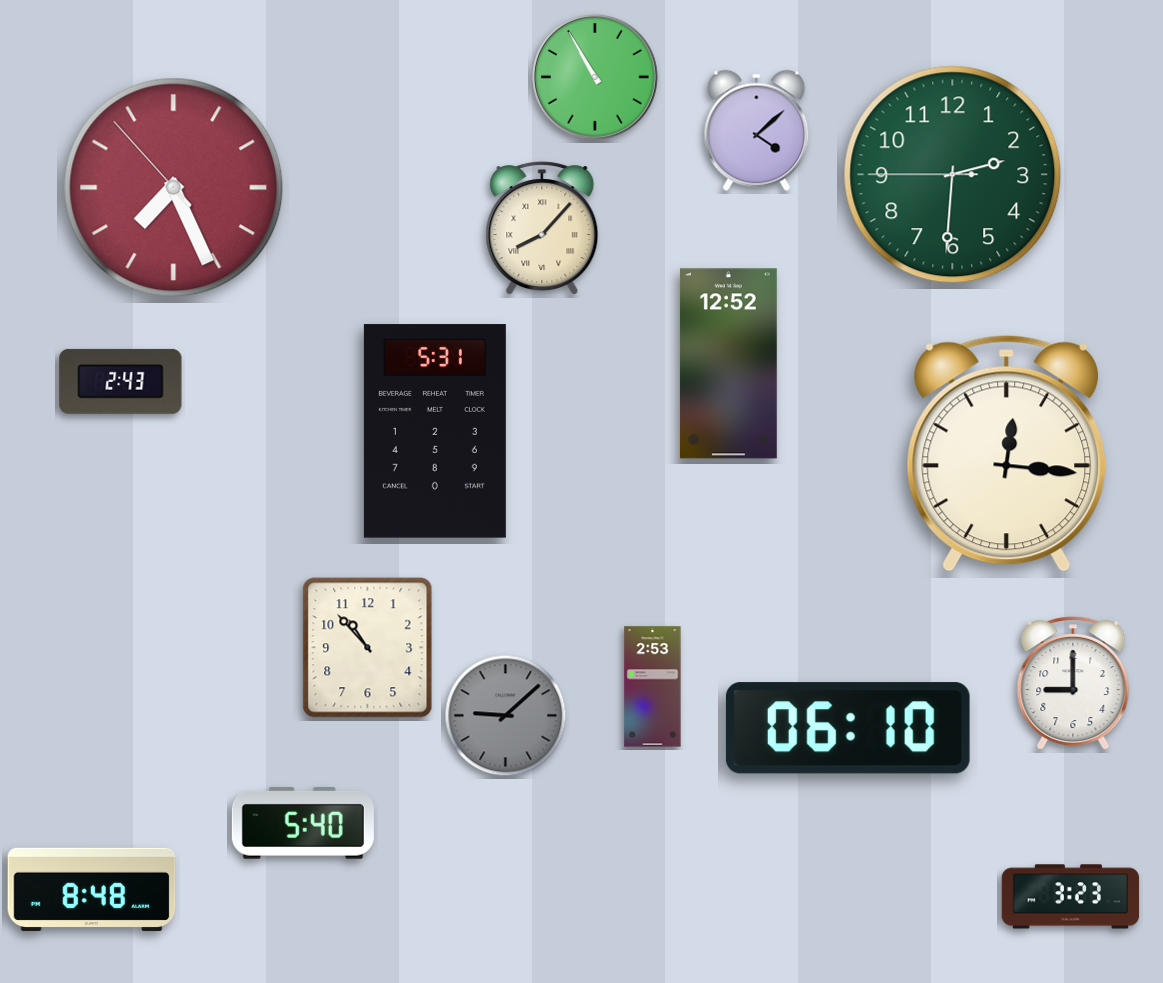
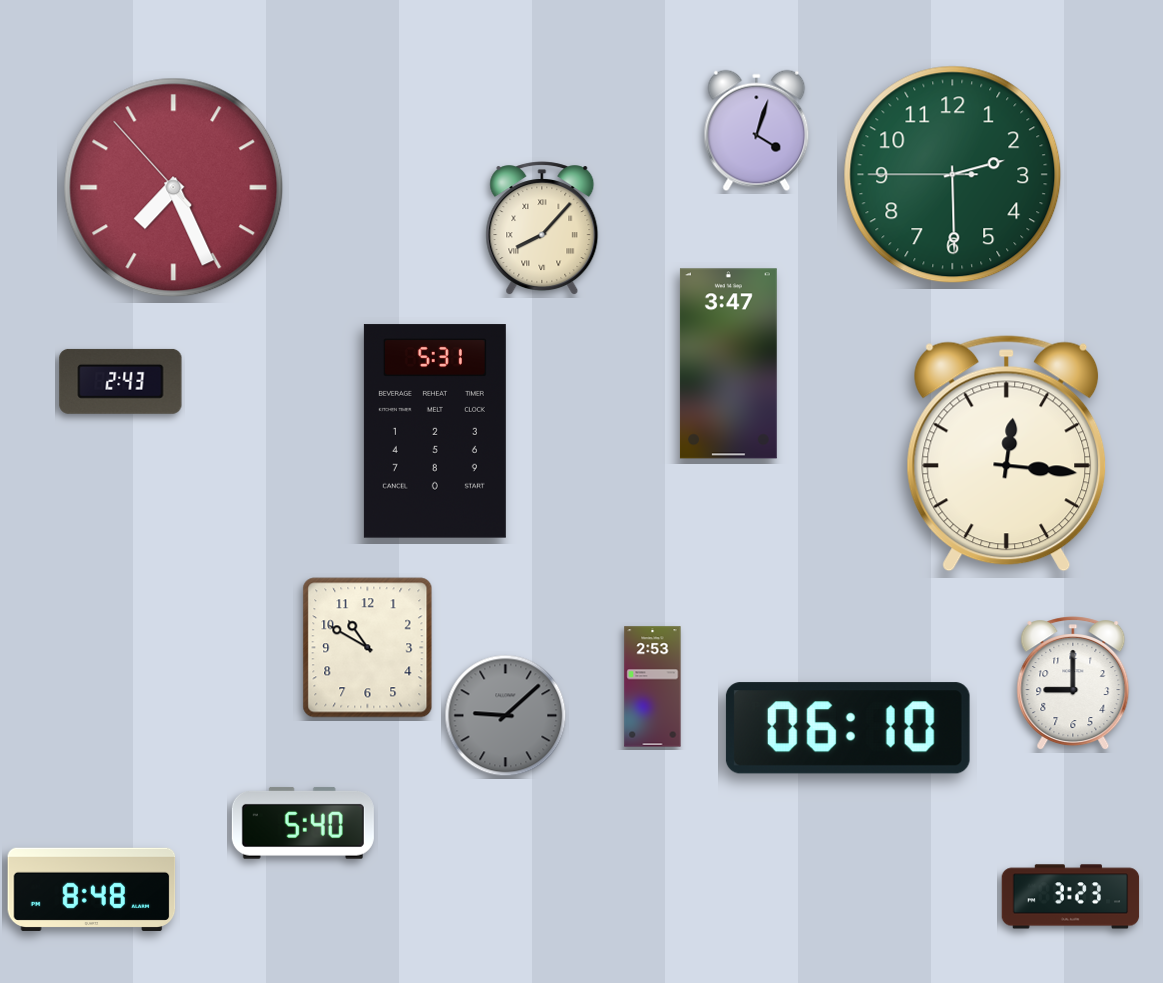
clock at (596, 78): 10:55 -> none
clock at (757, 131): 4:08 -> 4:03
clock at (953, 175): 2:30 -> 2:29
clock at (728, 364): 12:52 -> 3:47
clock at (368, 648): 10:53 -> 10:50
